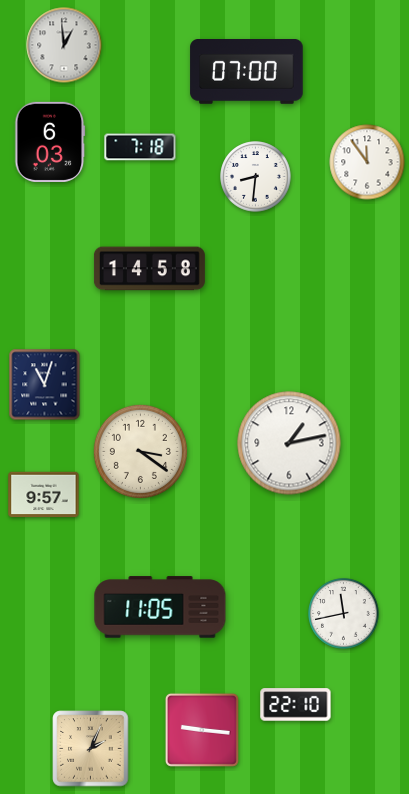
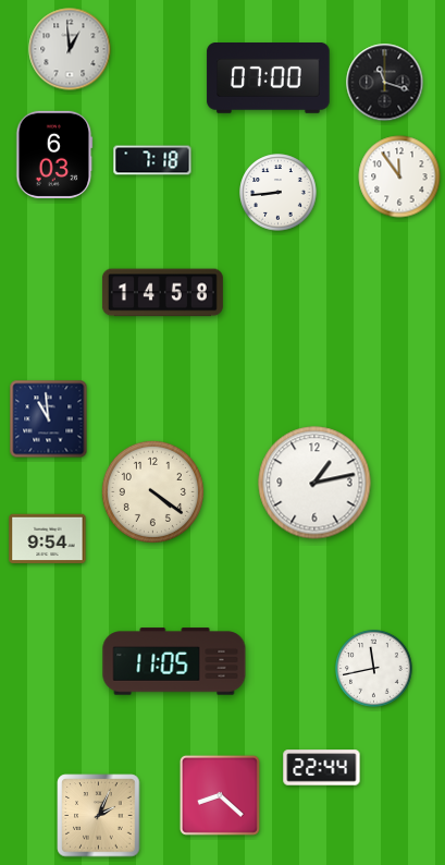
clock at (385, 83): none -> 11:18
clock at (256, 177): 8:31 -> 8:44
clock at (45, 385): 11:03 -> 10:59
clock at (140, 451): 3:21 -> 4:21
clock at (44, 495): 9:57 -> 9:54
clock at (296, 705): 22:10 -> 22:44
clock at (202, 730): 9:16 -> 8:22
